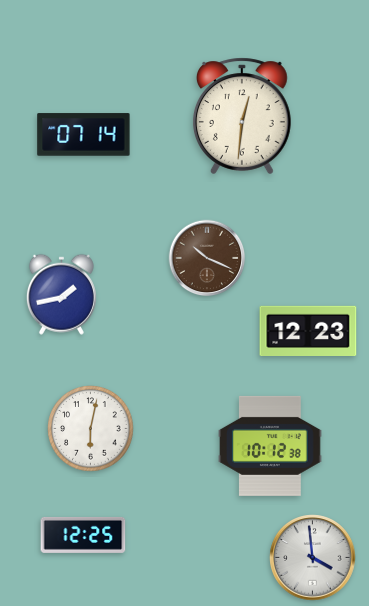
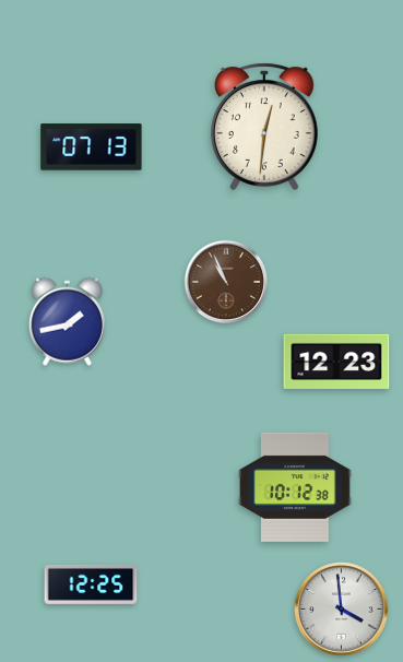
clock at (84, 135): 07:14 -> 07:13
clock at (207, 258): 10:19 -> 10:56
clock at (91, 429): 6:02 -> none
